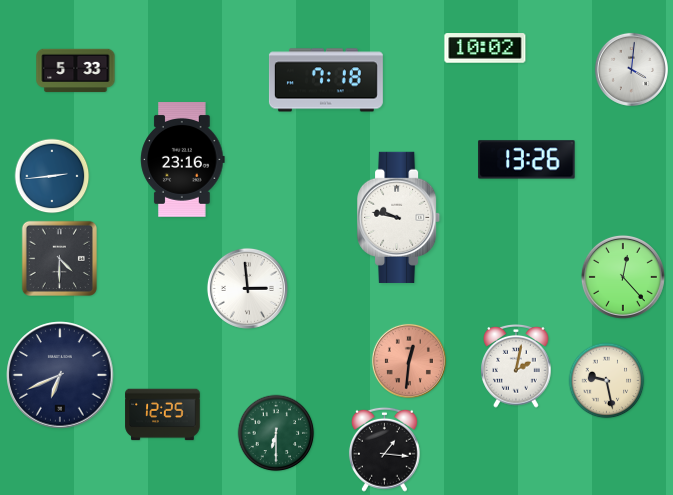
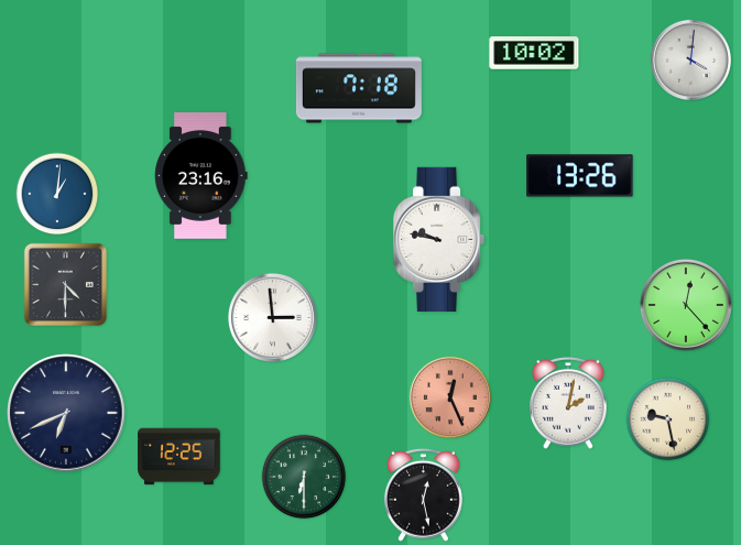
clock at (631, 69) position: (631, 69) -> (690, 59)
clock at (76, 71): 5:33 -> none
clock at (52, 176): 2:44 -> 1:01
clock at (409, 361): 12:31 -> 12:26
clock at (384, 449): 1:16 -> 12:28
